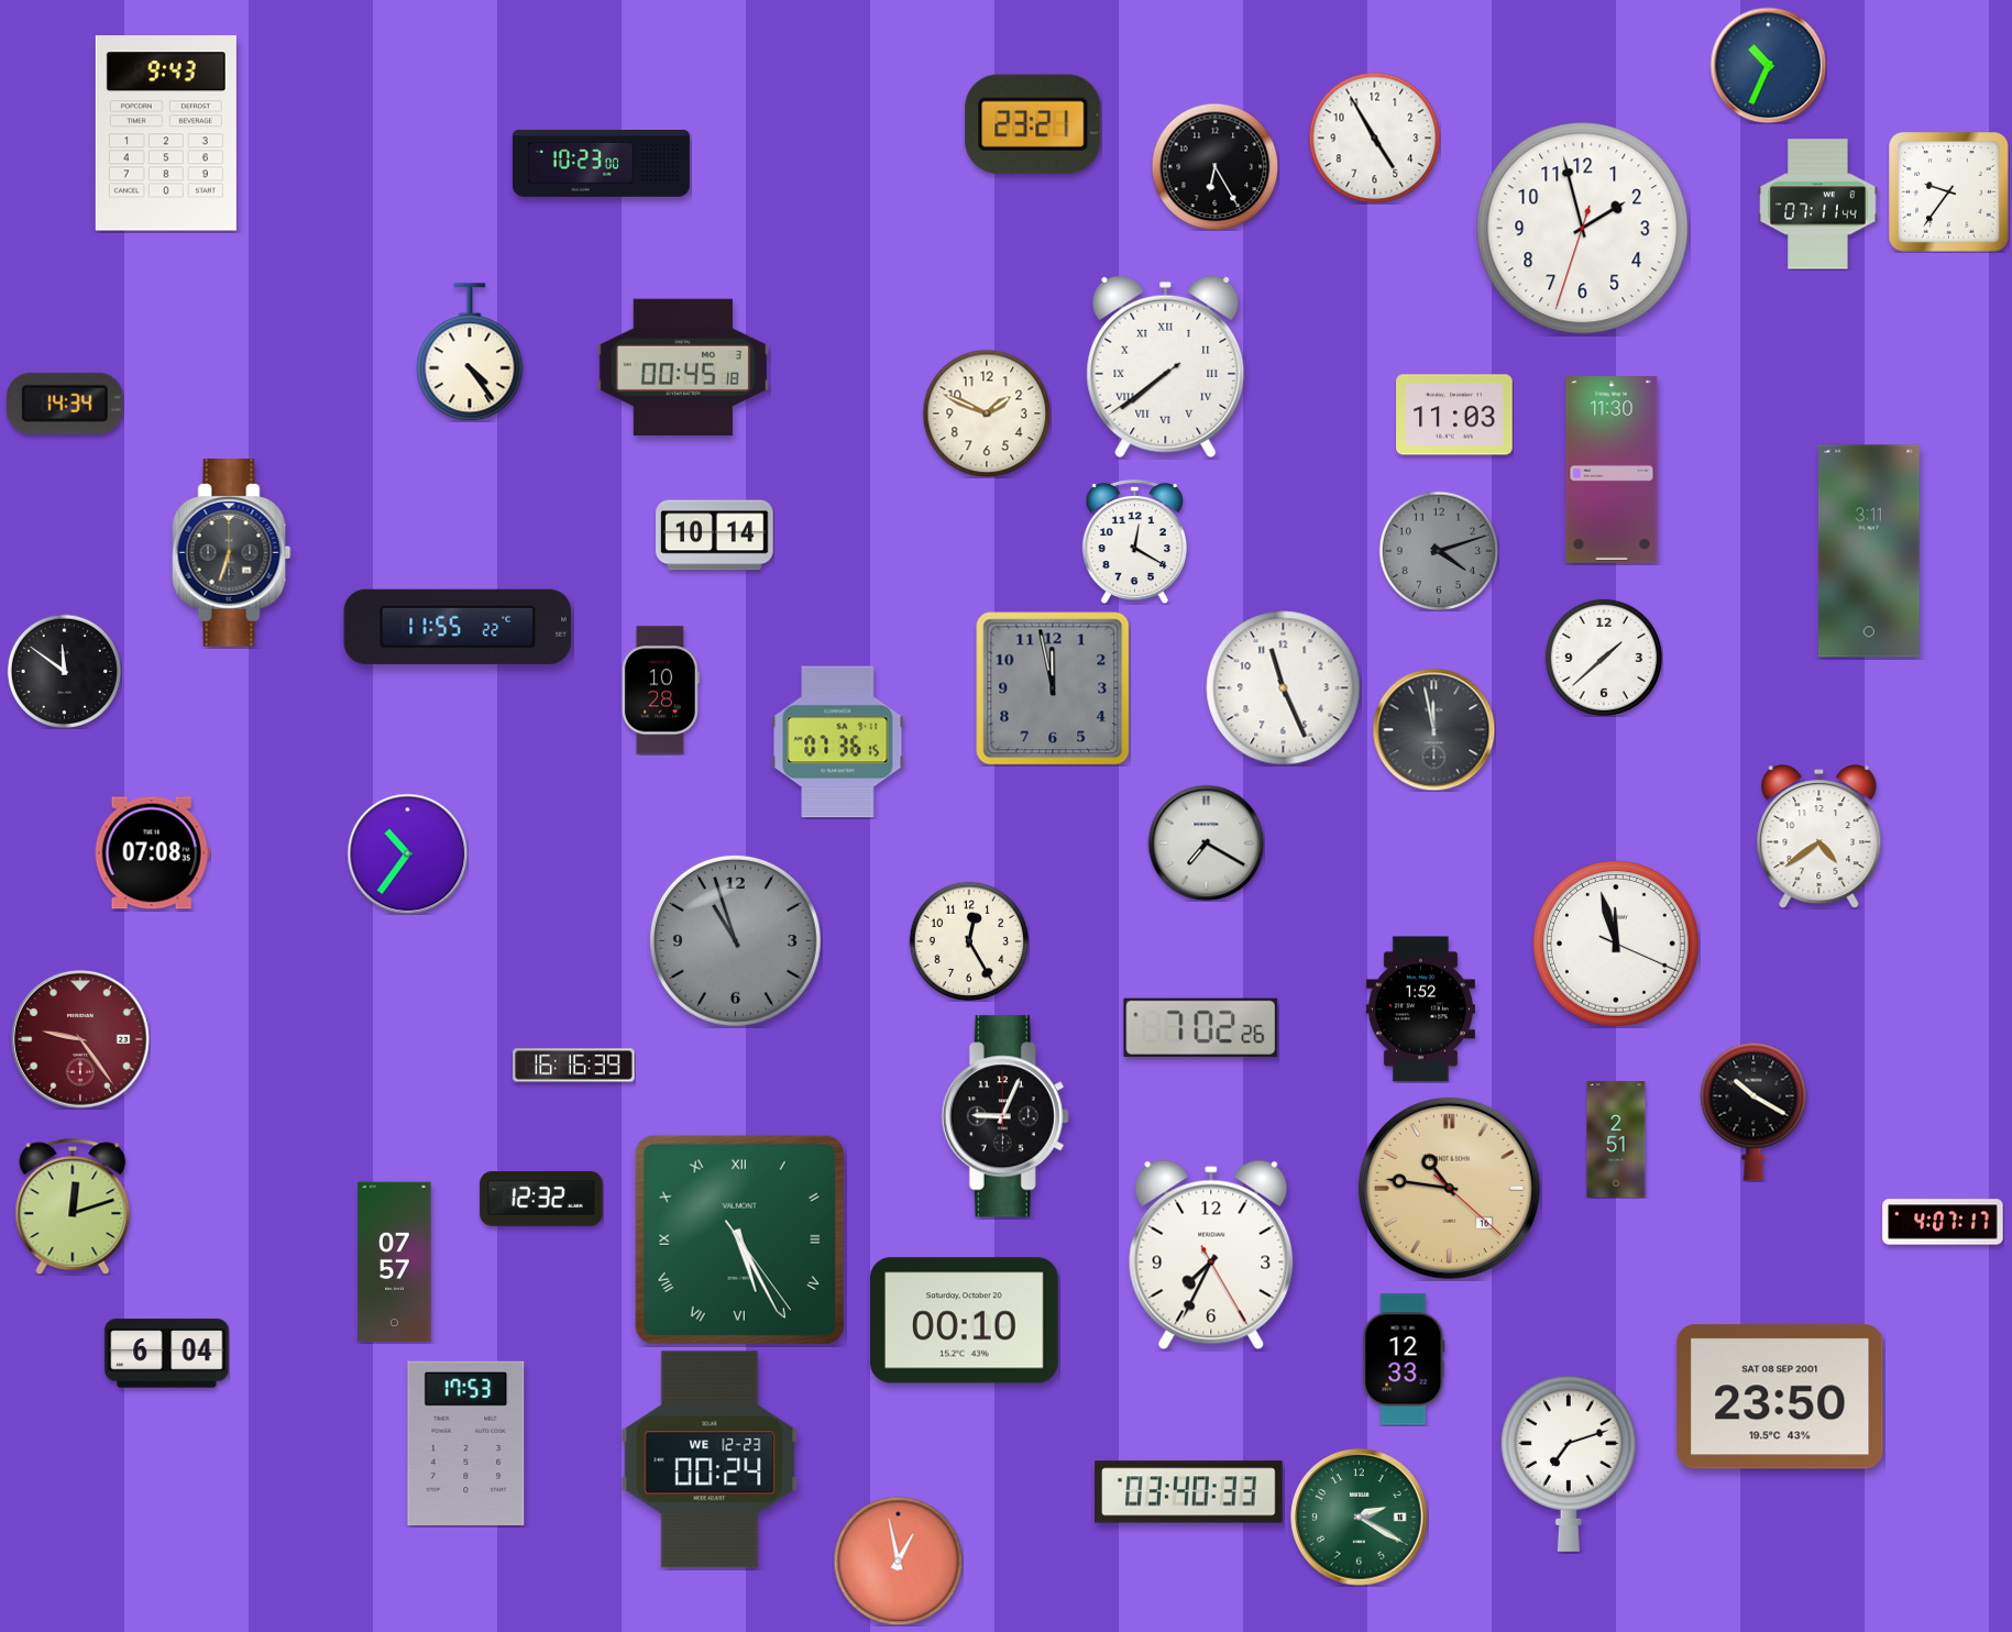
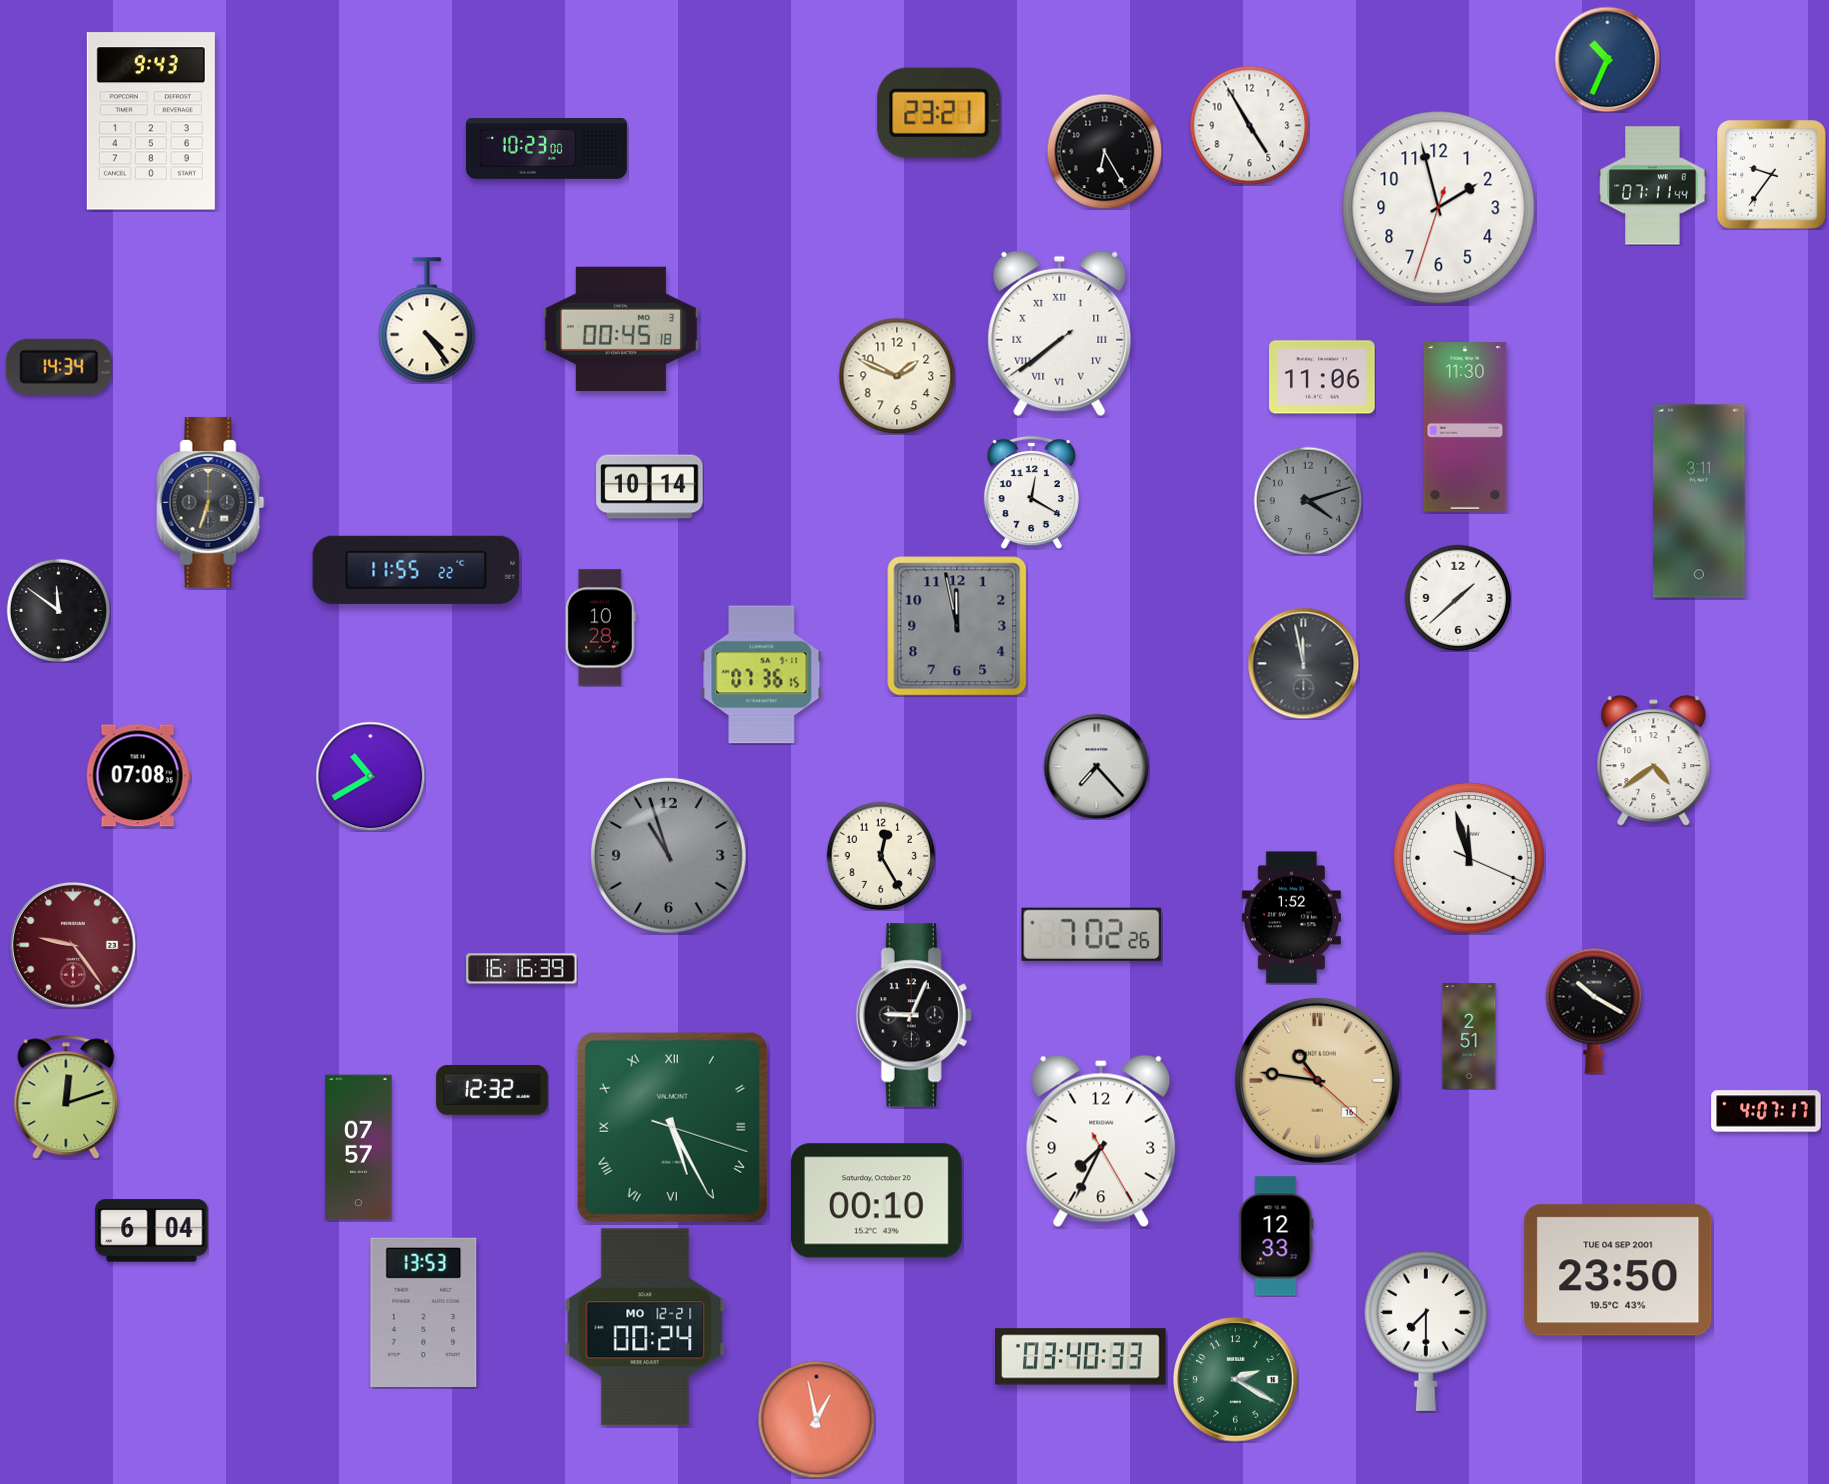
clock at (683, 367) position: (683, 367) -> (621, 329)
clock at (1454, 415): 11:03 -> 11:06
clock at (1284, 688): 11:26 -> none
clock at (1206, 842): 7:20 -> 7:23
clock at (407, 853): 10:36 -> 10:40
clock at (739, 1239): 5:25:24 -> 5:25:18
clock at (1780, 1397) date: SAT 08 SEP 2001 -> TUE 04 SEP 2001
clock at (466, 1443): 17:53 -> 13:53
clock at (710, 1459) date: WE 12-23 -> MO 12-21
clock at (1569, 1463): 7:12 -> 7:30
